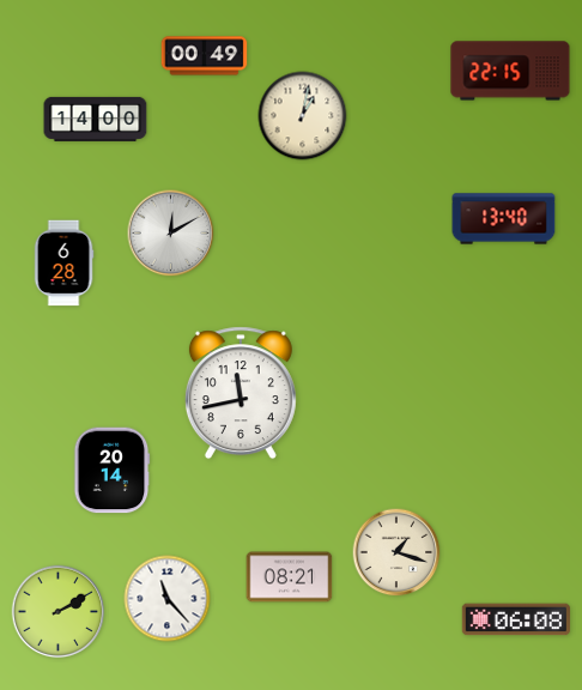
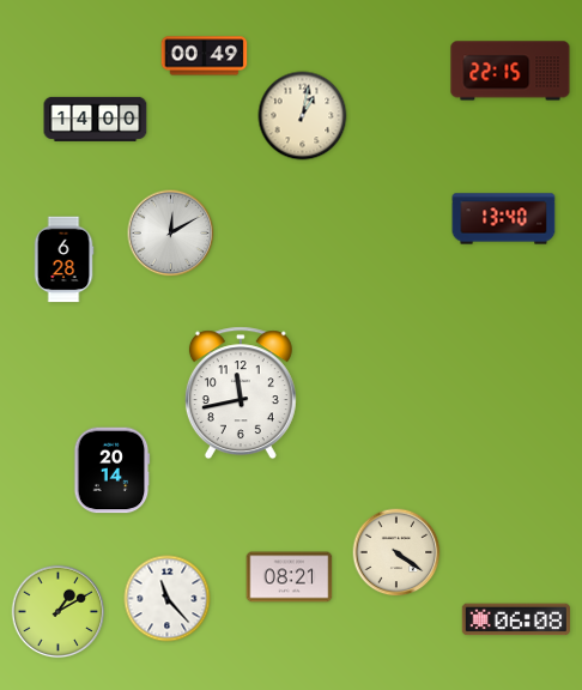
clock at (63, 264) position: (63, 264) -> (63, 260)
clock at (396, 552): 1:18 -> 4:21
clock at (59, 612): 2:10 -> 1:10
